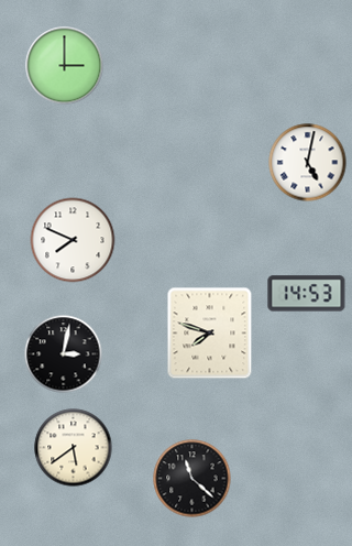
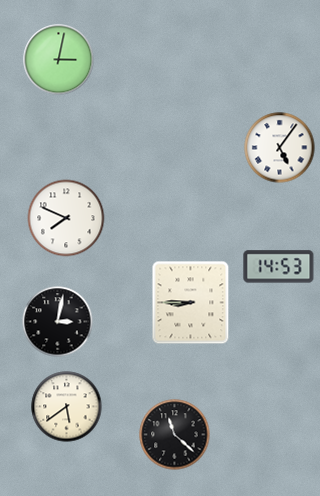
clock at (65, 66): 3:00 -> 3:02
clock at (308, 163): 5:02 -> 5:06
clock at (210, 334): 7:48 -> 8:45
